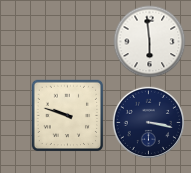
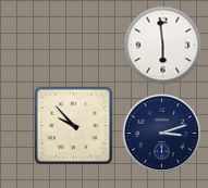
clock at (68, 116): 9:48 -> 9:53
clock at (148, 122): 3:17 -> 3:12
